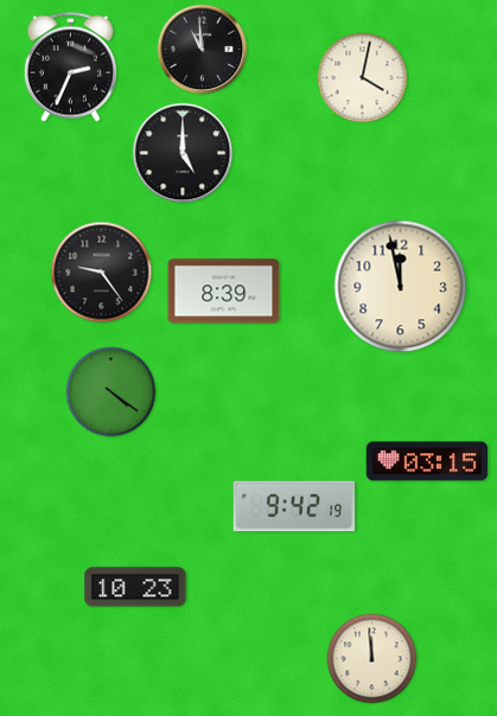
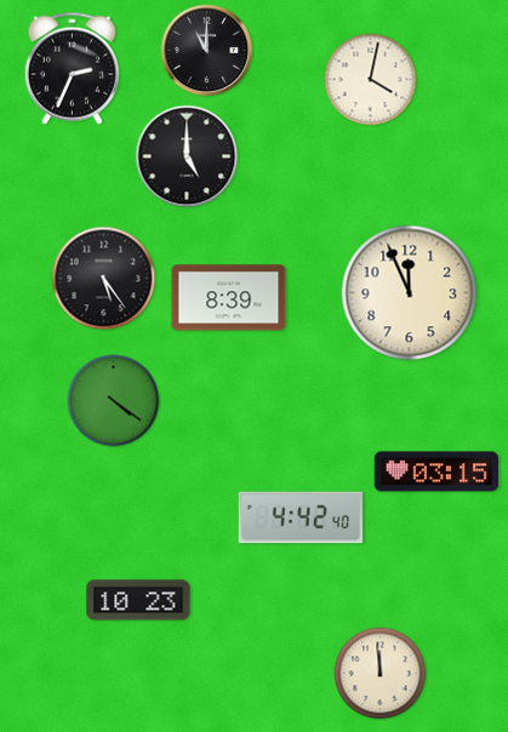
clock at (203, 50): 10:59 -> 11:00
clock at (102, 273): 9:24 -> 5:24
clock at (401, 287): 11:58 -> 11:56
clock at (294, 506): 9:42 -> 4:42
